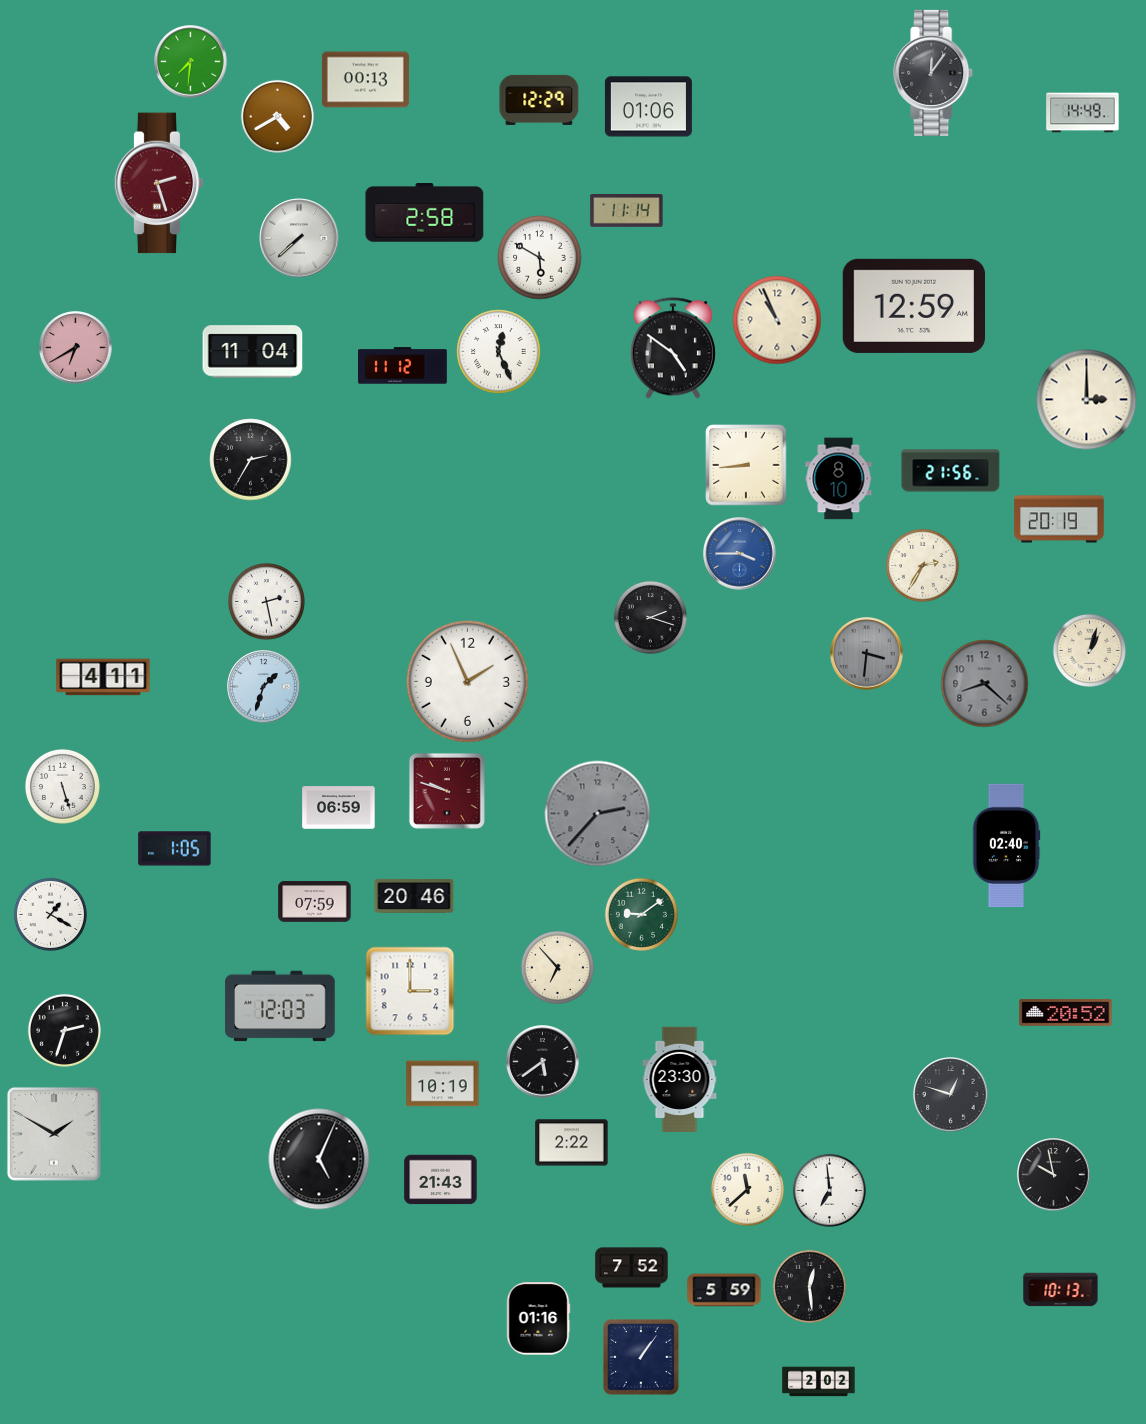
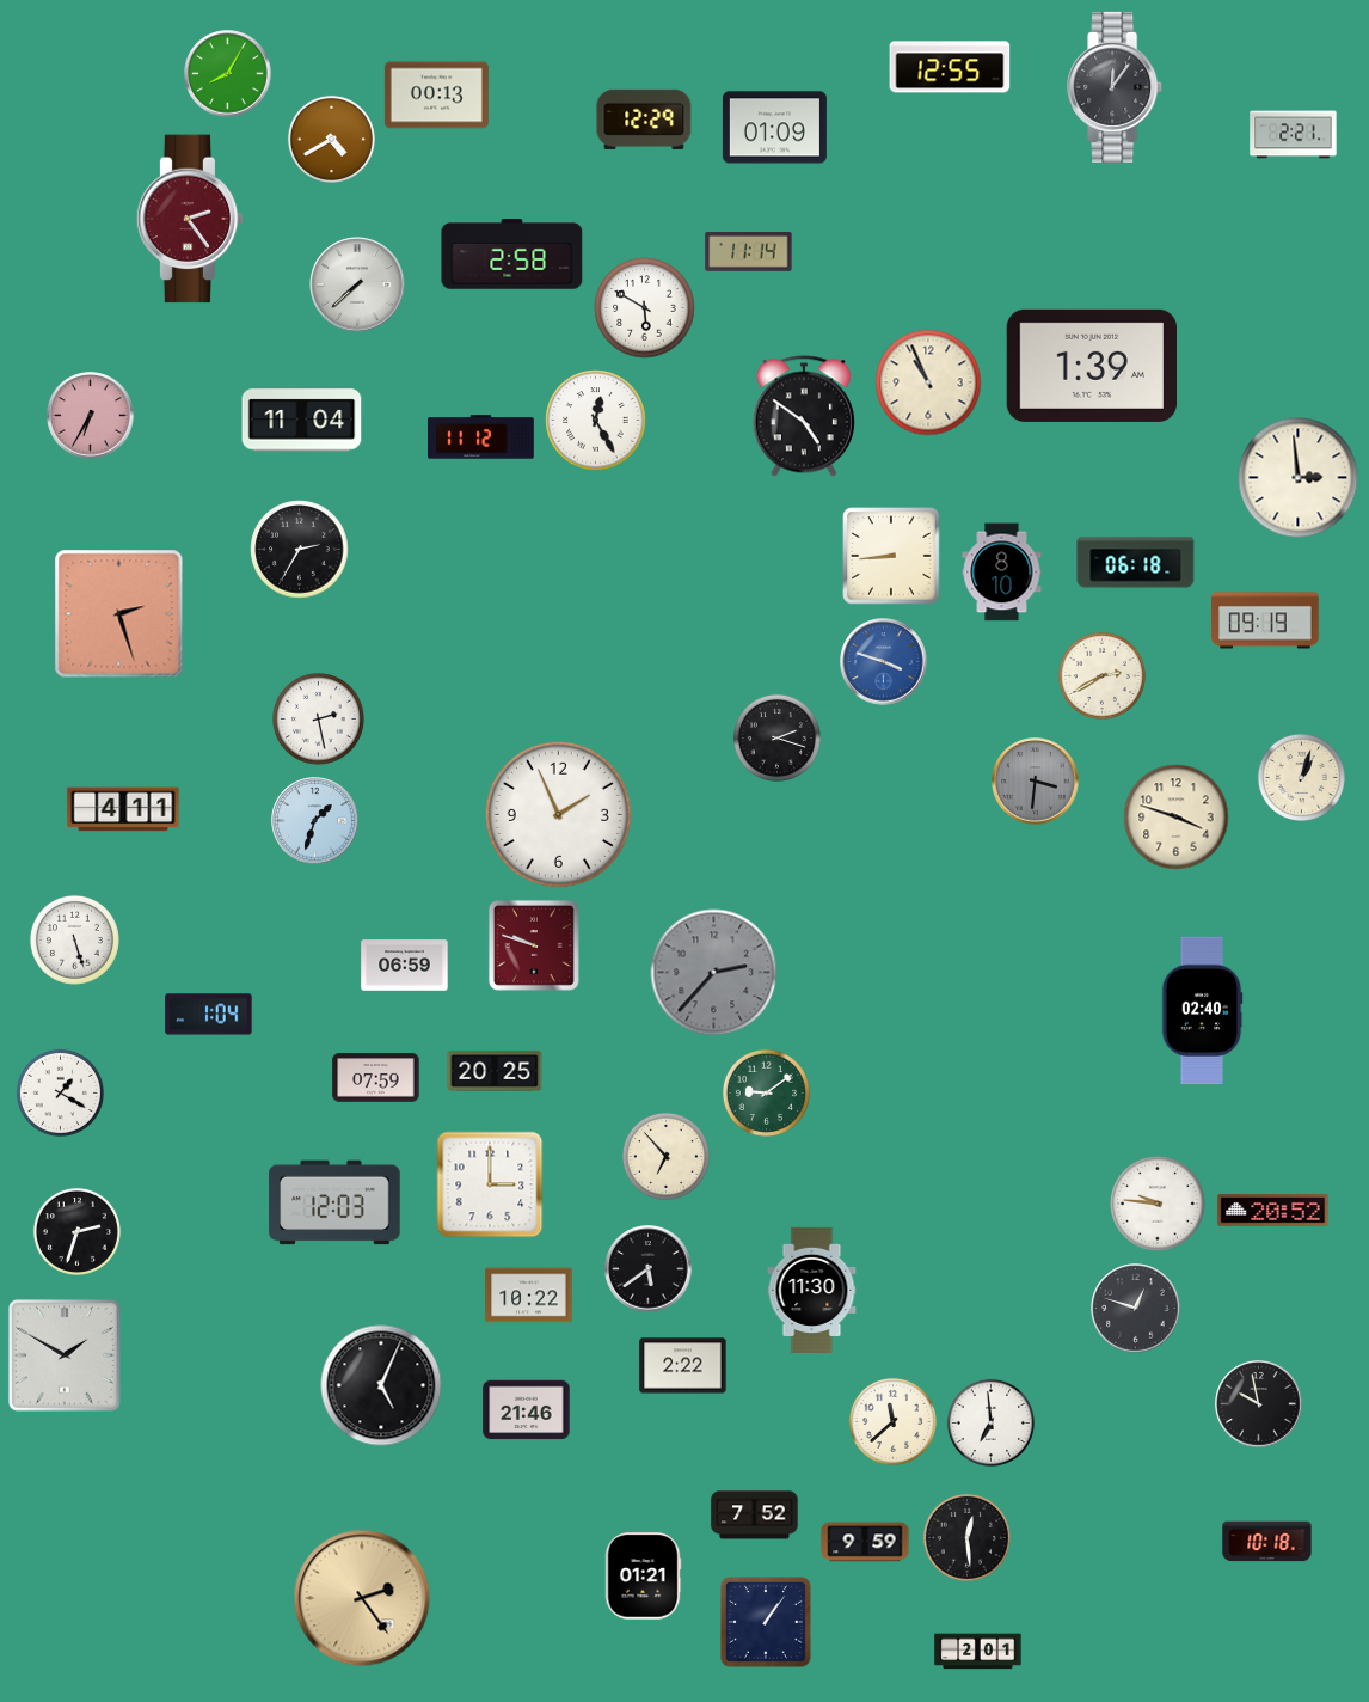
clock at (950, 67): none -> 12:55
clock at (191, 62): 7:31 -> 8:05
clock at (648, 107): 01:06 -> 01:09
clock at (1083, 113): 14:49 -> 2:21
clock at (159, 183): 2:27 -> 2:24
clock at (425, 213) position: (425, 213) -> (512, 255)
clock at (913, 306): 12:59 -> 1:39
clock at (76, 348): 6:40 -> 6:35
clock at (499, 352): 12:26 -> 12:25
clock at (1087, 400): 3:00 -> 2:59
clock at (951, 471): 21:56 -> 06:18
clock at (119, 614): none -> 2:27
clock at (1059, 519): 20:19 -> 09:19
clock at (740, 554): 3:45 -> 3:48
clock at (922, 565): 2:35 -> 2:40
clock at (985, 684): 8:22 -> 3:48
clock at (985, 684) dial: grey -> cream
clock at (175, 849): 1:05 -> 1:04
clock at (414, 896): 20:46 -> 20:25
clock at (1158, 1204): none -> 9:46
clock at (680, 1079): 23:30 -> 11:30
clock at (443, 1084): 10:19 -> 10:22
clock at (441, 1180): 21:43 -> 21:46
clock at (724, 1290): 5:59 -> 9:59
clock at (1061, 1290): 10:13 -> 10:18
clock at (538, 1319): 01:16 -> 01:21
clock at (362, 1598): none -> 2:24
clock at (819, 1382): 2:02 -> 2:01
